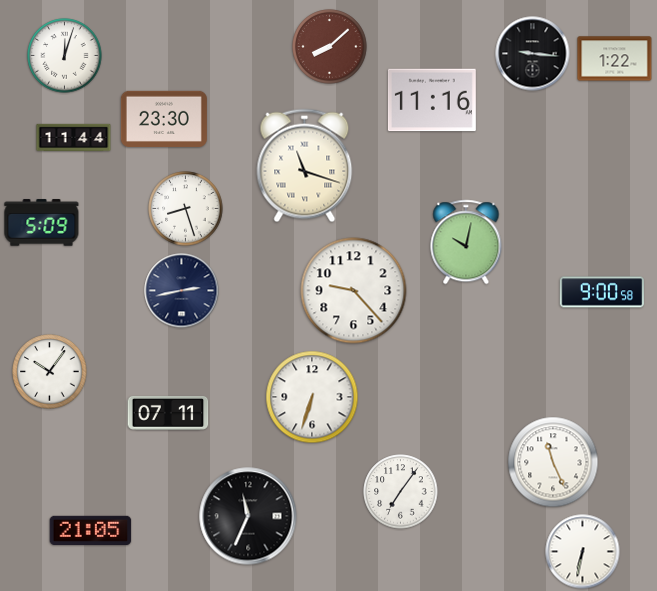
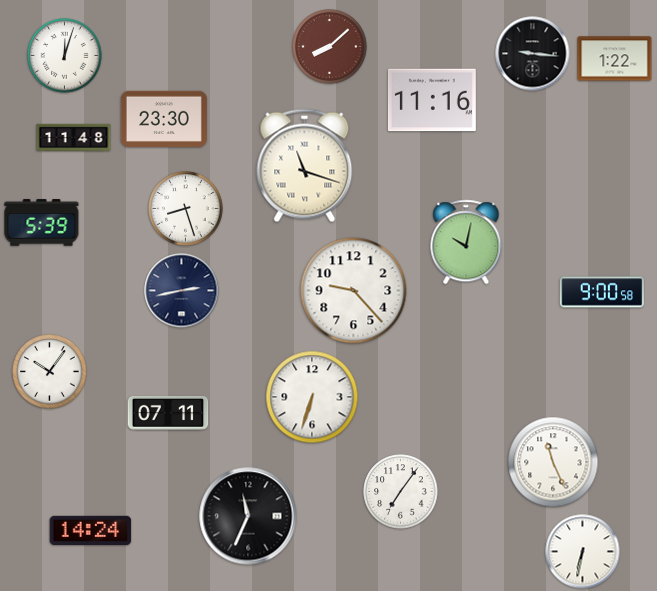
clock at (74, 138): 11:44 -> 11:48
clock at (42, 223): 5:09 -> 5:39
clock at (91, 530): 21:05 -> 14:24
